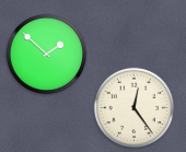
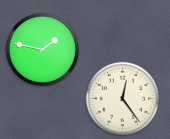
clock at (47, 55): 1:52 -> 1:47
